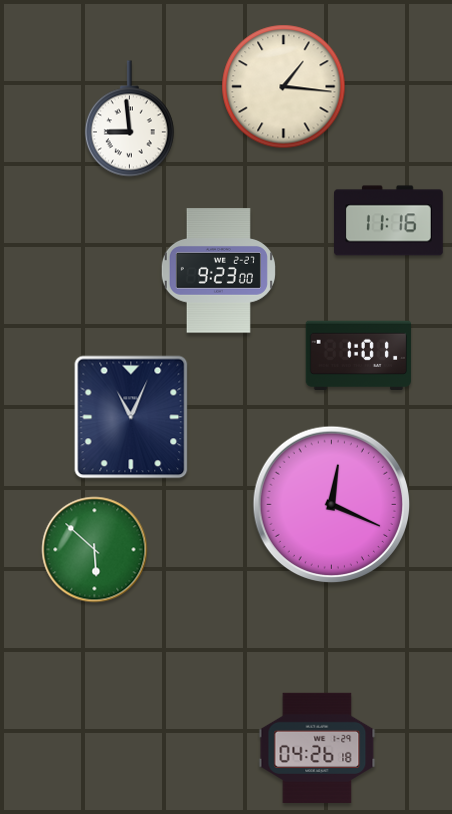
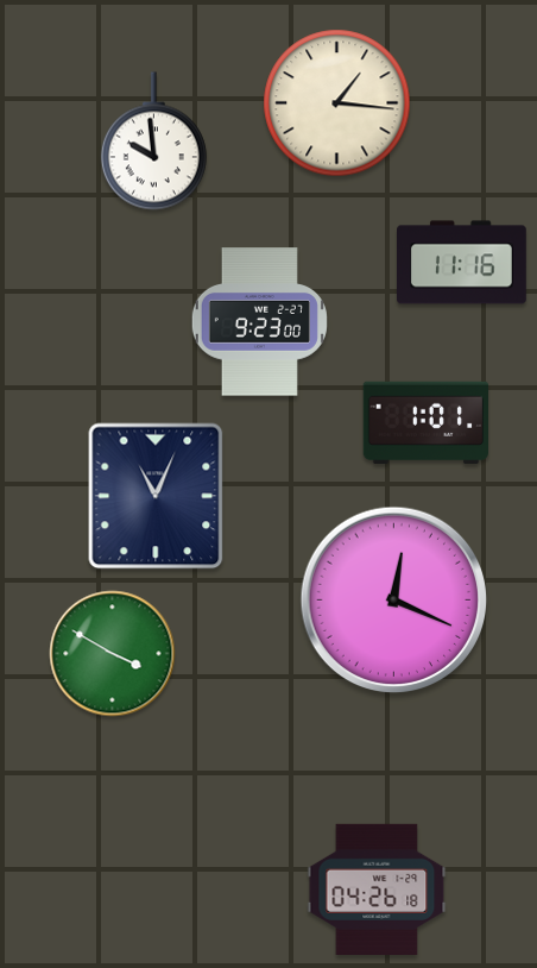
clock at (129, 119): 8:59 -> 9:59
clock at (95, 550): 5:52 -> 3:50
